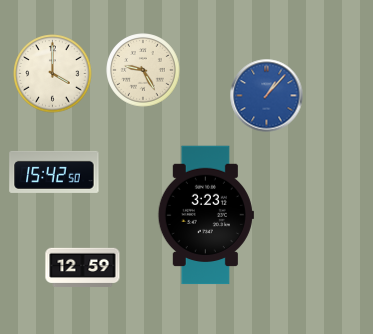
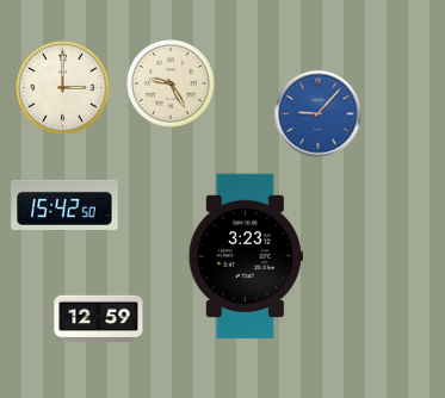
clock at (53, 74): 4:00 -> 3:00
clock at (267, 96): 1:07 -> 9:07
